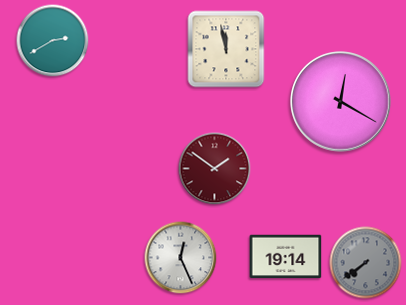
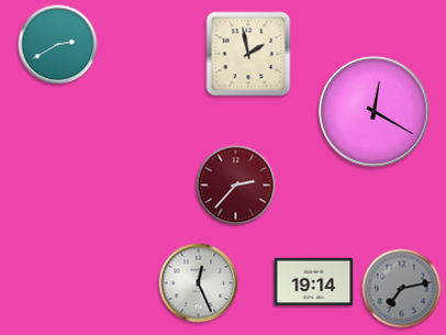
clock at (226, 49): 11:58 -> 1:58
clock at (215, 169): 1:51 -> 2:37
clock at (366, 263): 7:39 -> 7:13
